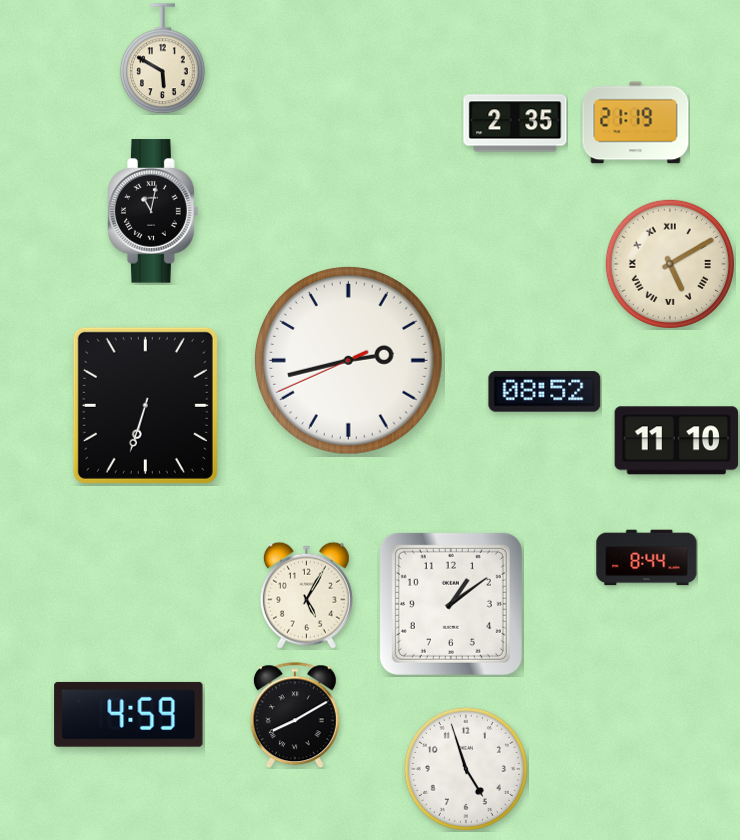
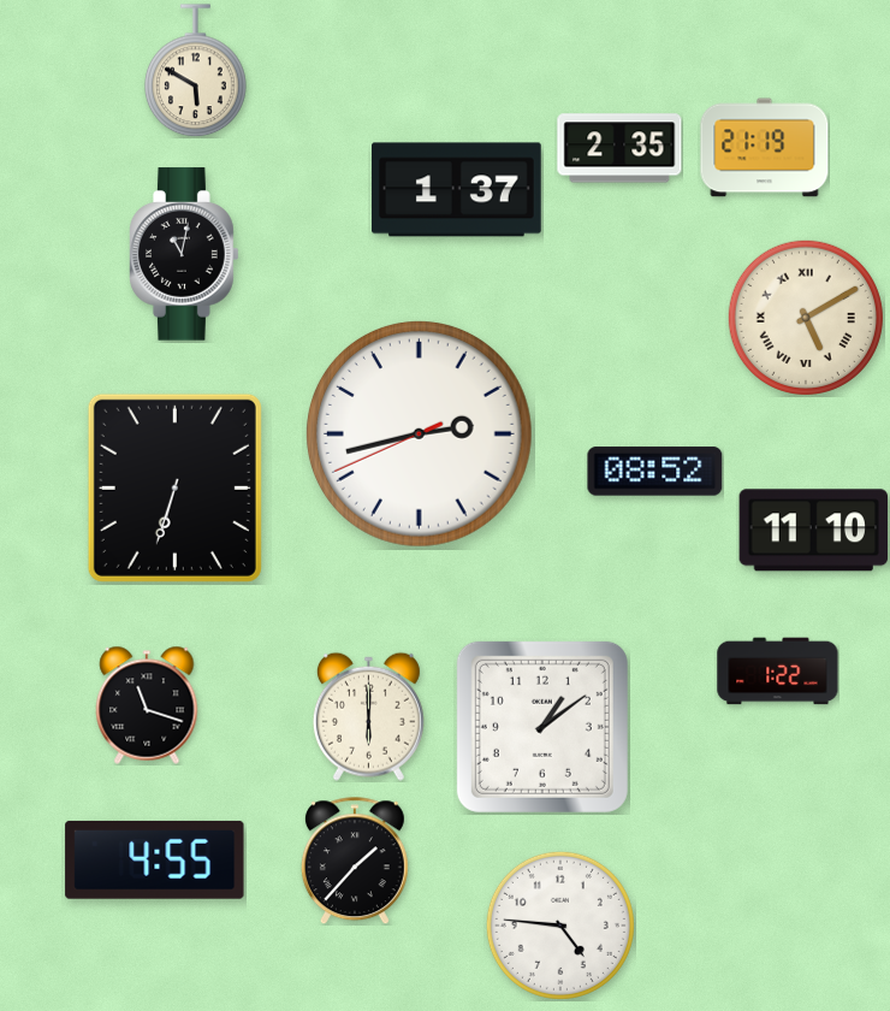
clock at (457, 190): none -> 1:37
clock at (647, 558): 8:44 -> 1:22
clock at (147, 705): none -> 11:18
clock at (306, 595): 5:05 -> 6:00
clock at (129, 714): 4:59 -> 4:55
clock at (295, 715): 8:10 -> 1:37
clock at (466, 769): 4:57 -> 4:46
